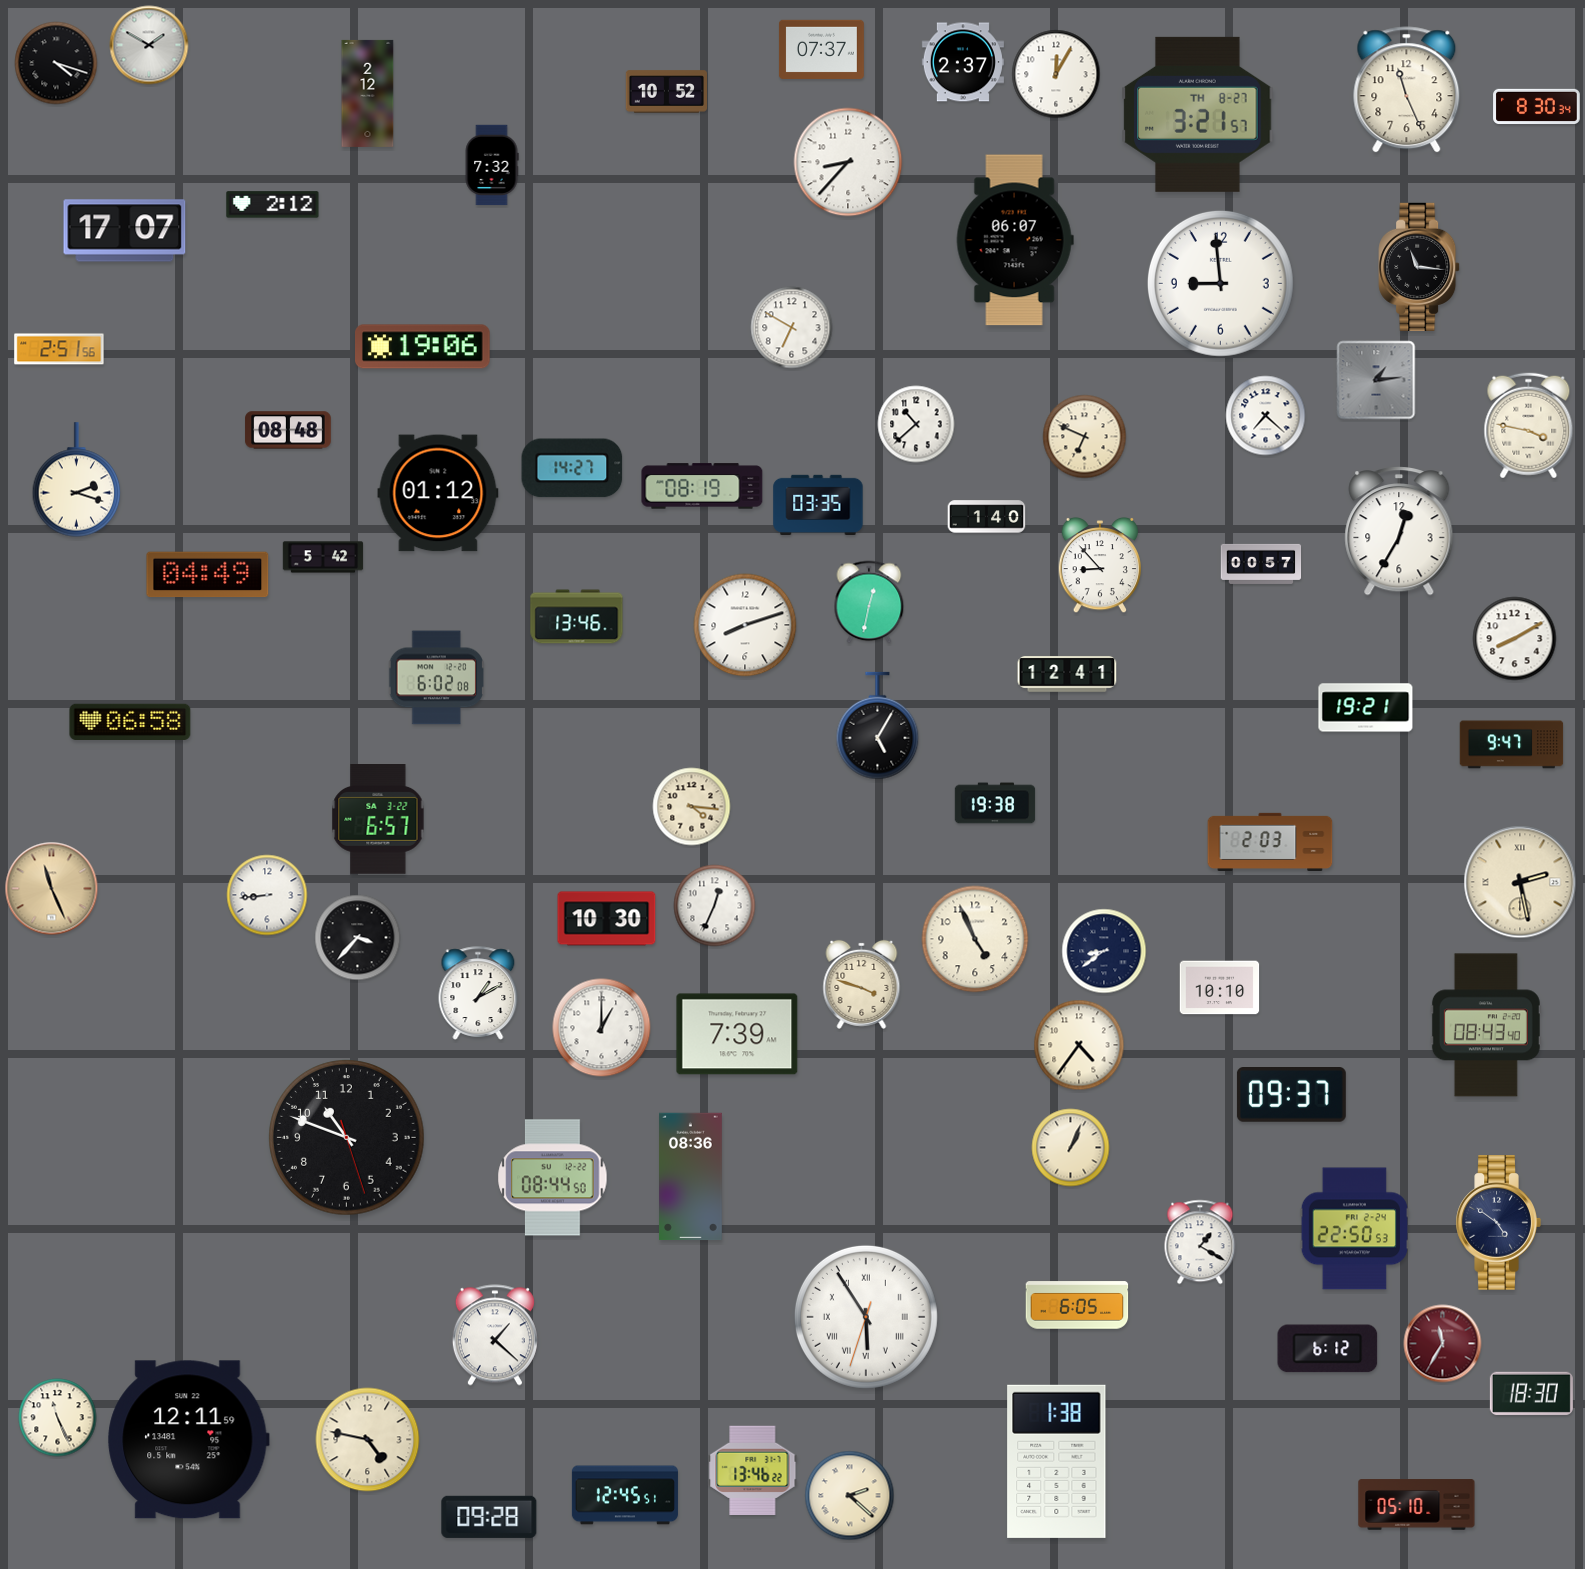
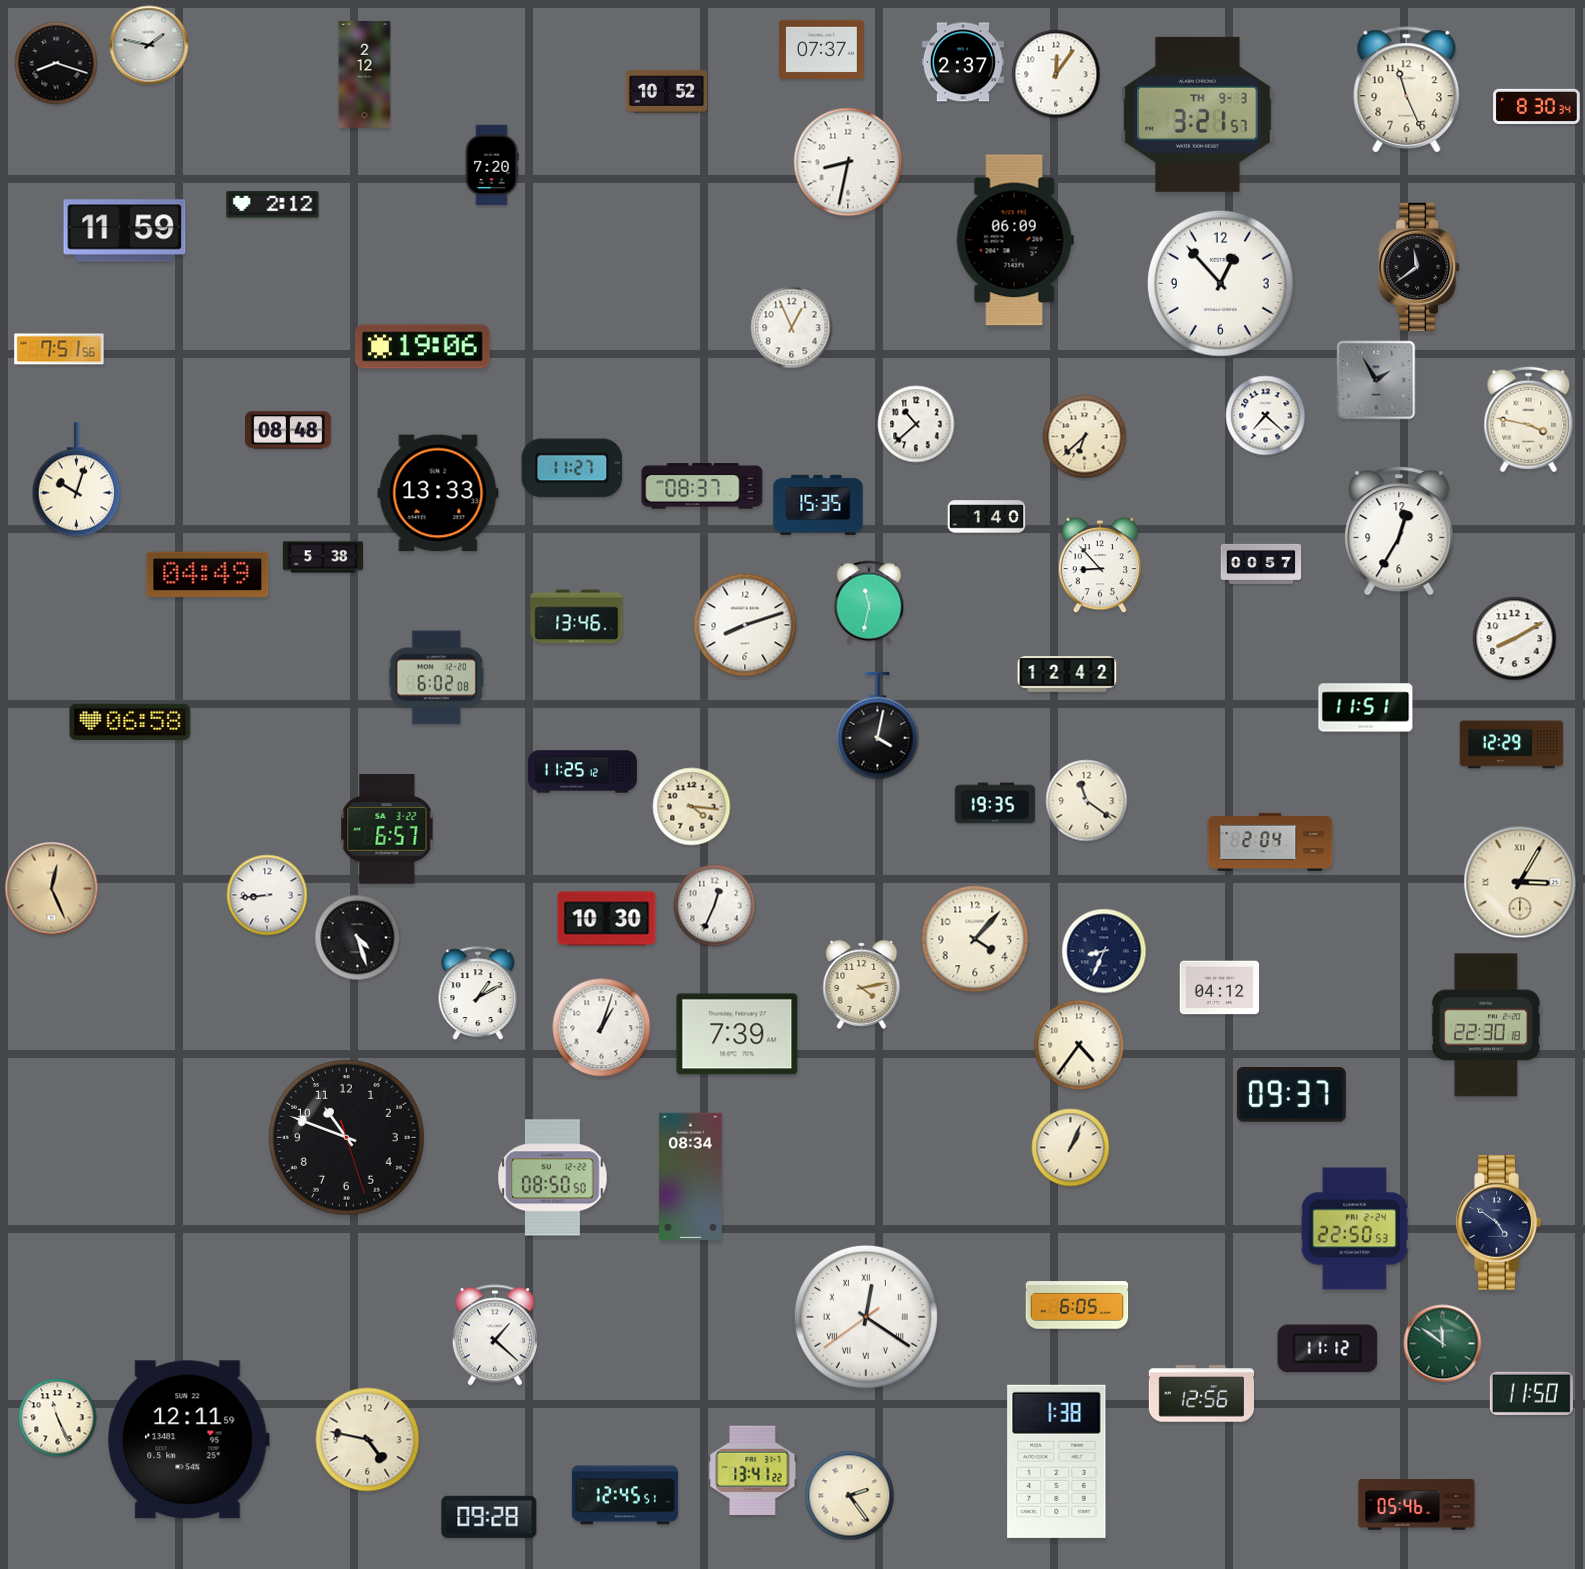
clock at (149, 45): 1:50 -> 1:47
clock at (56, 63): 4:18 -> 8:18
clock at (1056, 74): 12:05 -> 12:06
clock at (368, 93) position: (368, 93) -> (365, 74)
clock at (1198, 114) date: TH 8-27 -> TH 9-3
clock at (848, 162): 8:37 -> 8:32
clock at (492, 165): 7:32 -> 7:20
clock at (125, 231): 17:07 -> 11:59
clock at (1015, 240): 06:07 -> 06:09
clock at (1419, 267): 11:16 -> 11:39
clock at (1220, 283): 8:59 -> 12:53
clock at (792, 328): 6:50 -> 12:56
clock at (59, 349): 2:51 -> 7:51
clock at (1376, 380): 1:14 -> 1:55
clock at (1529, 426) position: (1529, 426) -> (1529, 420)
clock at (1085, 437): 6:49 -> 6:38
clock at (572, 468): 14:27 -> 11:27
clock at (77, 480): 2:18 -> 10:03
clock at (702, 486): 08:19 -> 08:37
clock at (438, 493): 01:12 -> 13:33
clock at (818, 505): 03:35 -> 15:35
clock at (323, 557): 5:42 -> 5:38
clock at (869, 602): 12:32 -> 11:32
clock at (1067, 674): 12:41 -> 12:42
clock at (1366, 708): 19:21 -> 11:51
clock at (878, 726): 5:05 -> 4:02
clock at (1512, 745): 9:47 -> 12:29
clock at (583, 772): none -> 11:25
clock at (1087, 801): none -> 11:21
clock at (995, 803): 19:38 -> 19:35
clock at (378, 820) position: (378, 820) -> (387, 830)
clock at (1270, 841): 2:03 -> 2:04
clock at (1520, 882): 2:28 -> 3:05
clock at (52, 889): 11:26 -> 12:26
clock at (358, 938): 3:37 -> 4:27
clock at (975, 939): 4:56 -> 4:07
clock at (1104, 951): 8:39 -> 8:34
clock at (862, 984): 3:48 -> 4:13
clock at (1220, 988): 10:10 -> 04:12
clock at (1486, 1025): 08:43 -> 22:30
clock at (602, 1028): 1:00 -> 1:03
clock at (691, 1177): 08:36 -> 08:34
clock at (553, 1178): 08:44 -> 08:50
clock at (1200, 1242): 1:20 -> none
clock at (866, 1317): 5:54 -> 12:20
clock at (1443, 1344): 11:35 -> 11:51
clock at (1443, 1344) dial: burgundy -> green
clock at (1328, 1349): 6:12 -> 11:12
clock at (1531, 1393): 18:30 -> 11:50
clock at (1201, 1394): none -> 12:56
clock at (753, 1470): 13:46 -> 13:41
clock at (850, 1496): 2:22 -> 2:24
clock at (1417, 1505): 05:10 -> 05:46
